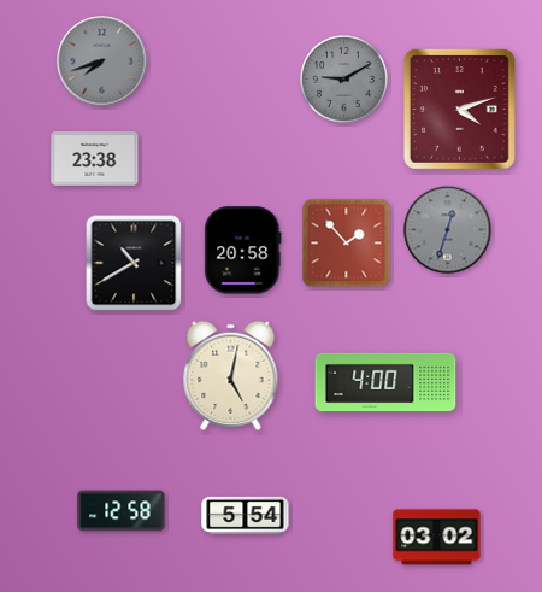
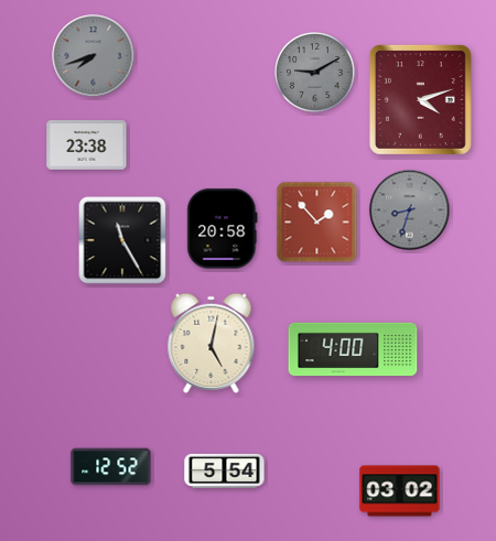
clock at (448, 230): 12:33 -> 8:33
clock at (134, 263): 10:40 -> 11:25
clock at (122, 511): 12:58 -> 12:52
